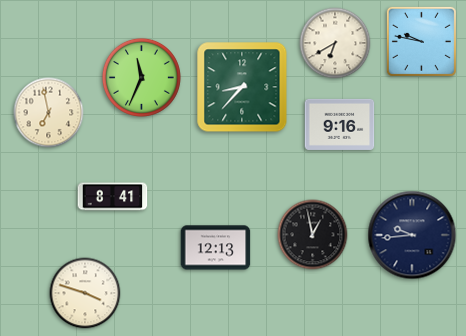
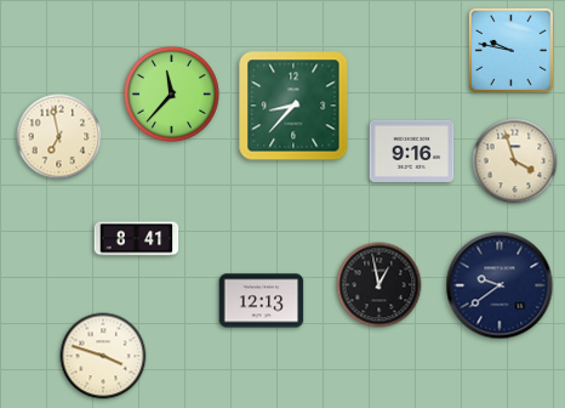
clock at (335, 43): 6:40 -> none
clock at (141, 77): 11:34 -> 11:37
clock at (515, 161): none -> 3:57
clock at (412, 235): 9:44 -> 9:39
